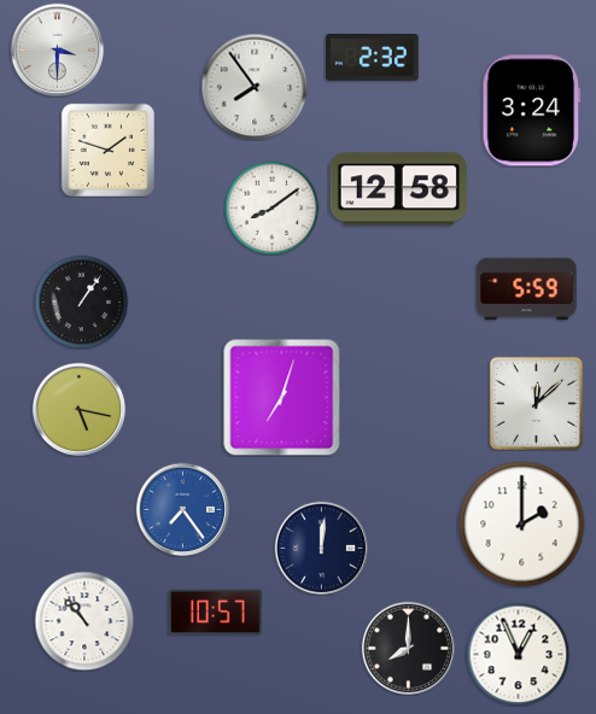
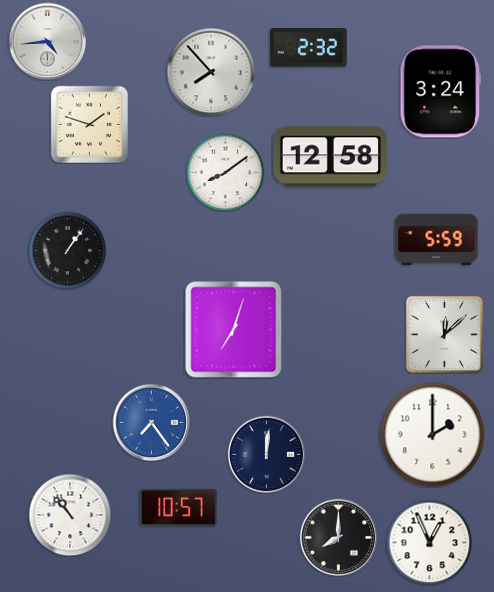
clock at (57, 49): 3:30 -> 4:44
clock at (255, 87): 7:54 -> 7:53
clock at (78, 409): 5:17 -> none
